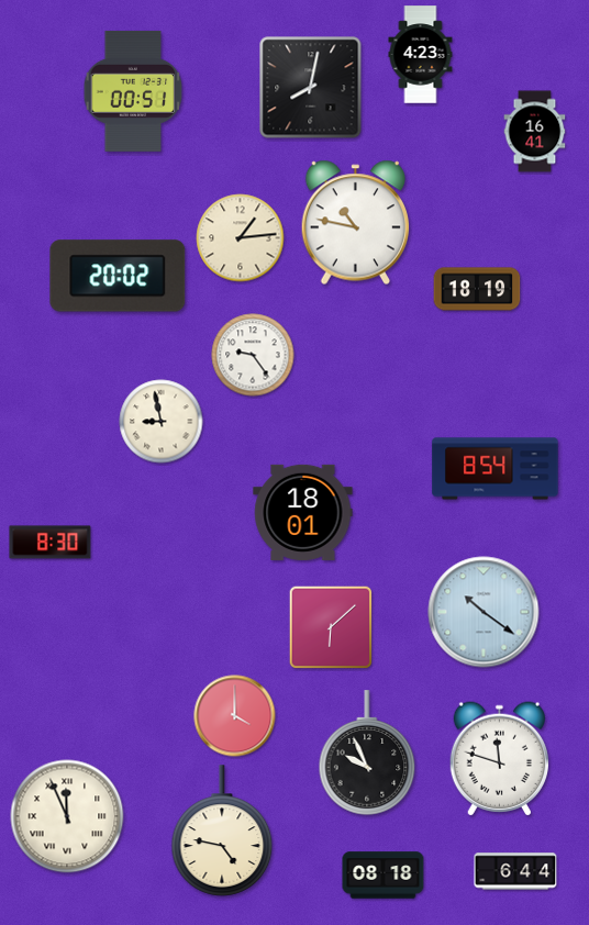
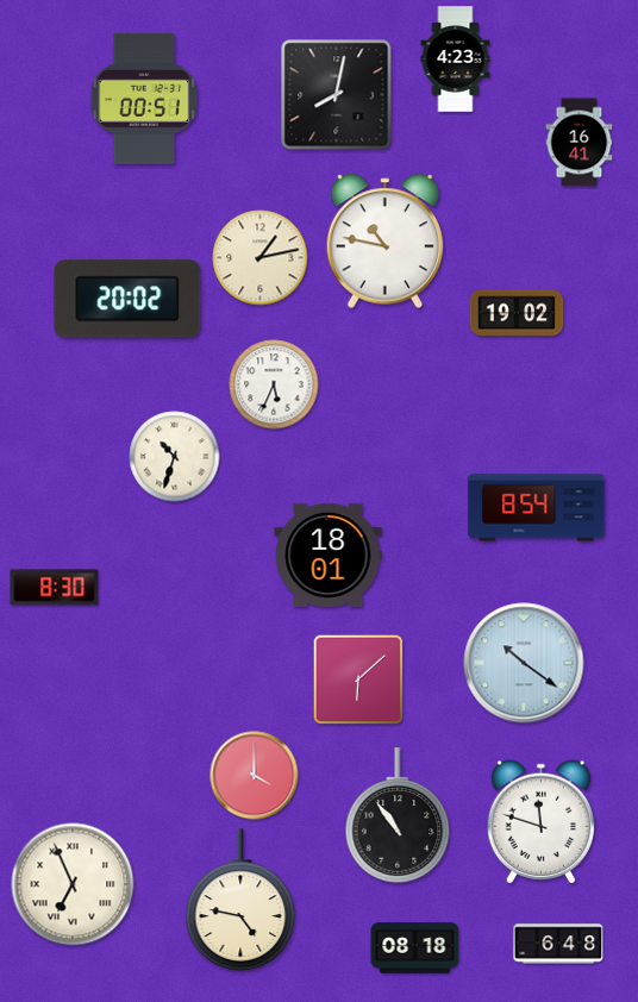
clock at (241, 238): 1:14 -> 1:13
clock at (477, 289): 18:19 -> 19:02
clock at (253, 355): 9:24 -> 5:34
clock at (162, 422): 8:58 -> 10:33
clock at (367, 753): 9:56 -> 10:54
clock at (67, 816): 11:56 -> 6:56
clock at (515, 871): 6:44 -> 6:48
